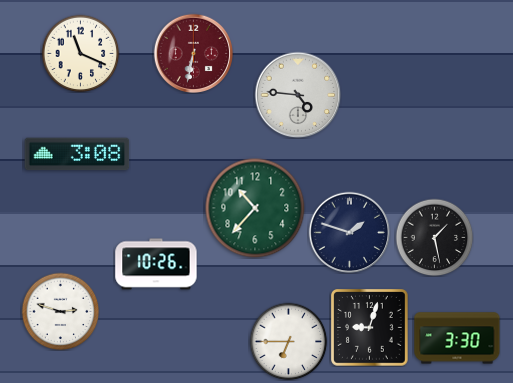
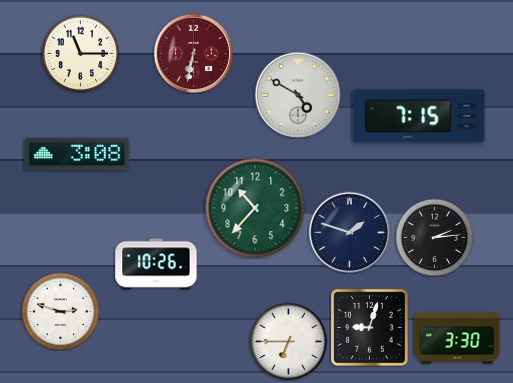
clock at (80, 53): 11:19 -> 11:15
clock at (298, 95): 4:46 -> 4:50
clock at (419, 116): none -> 7:15
clock at (434, 237): 1:28 -> 2:14
